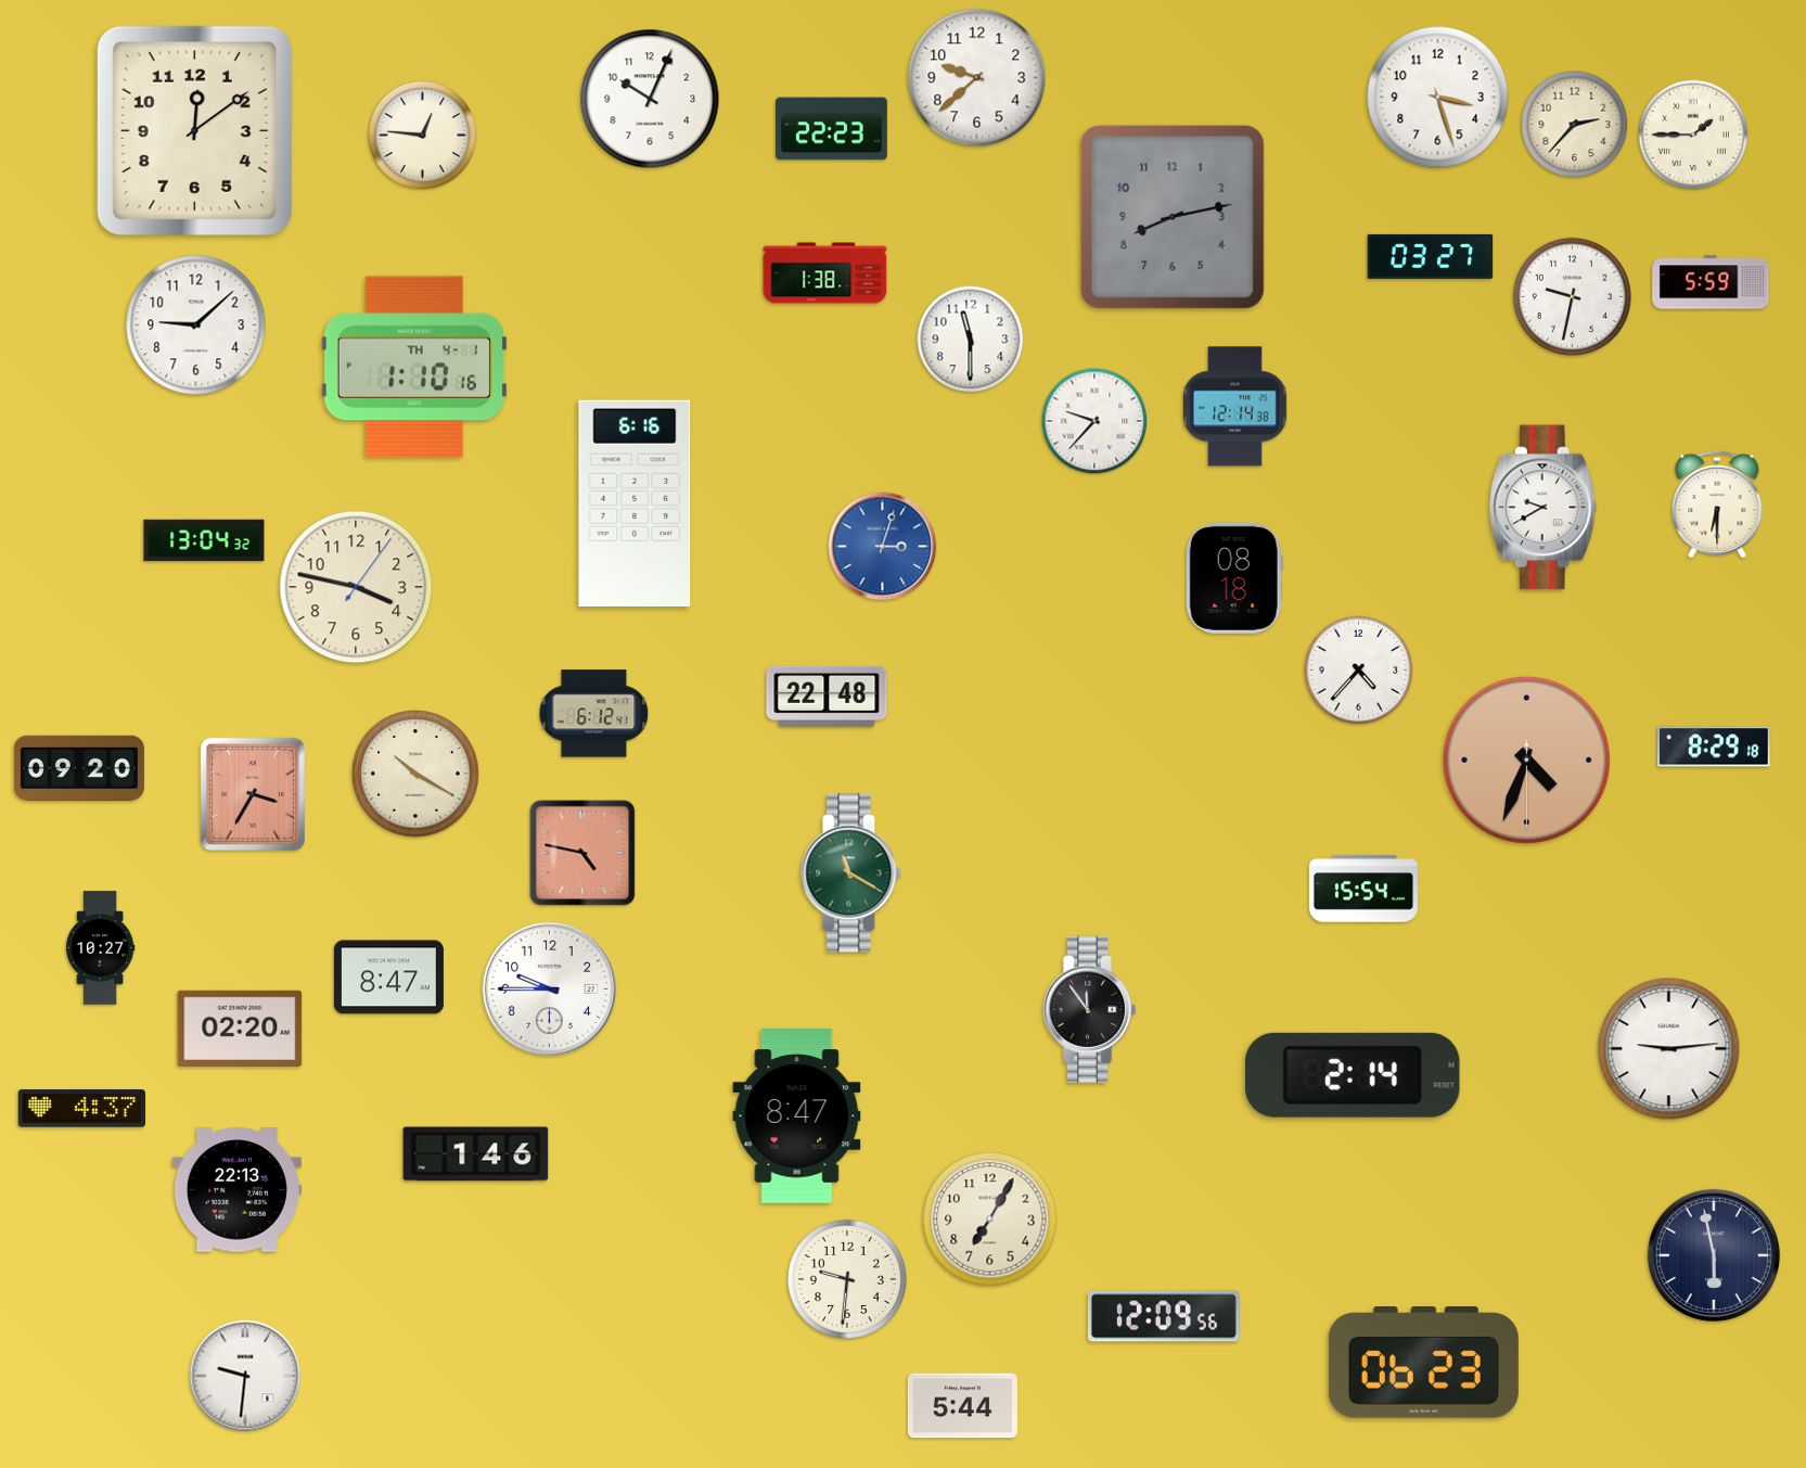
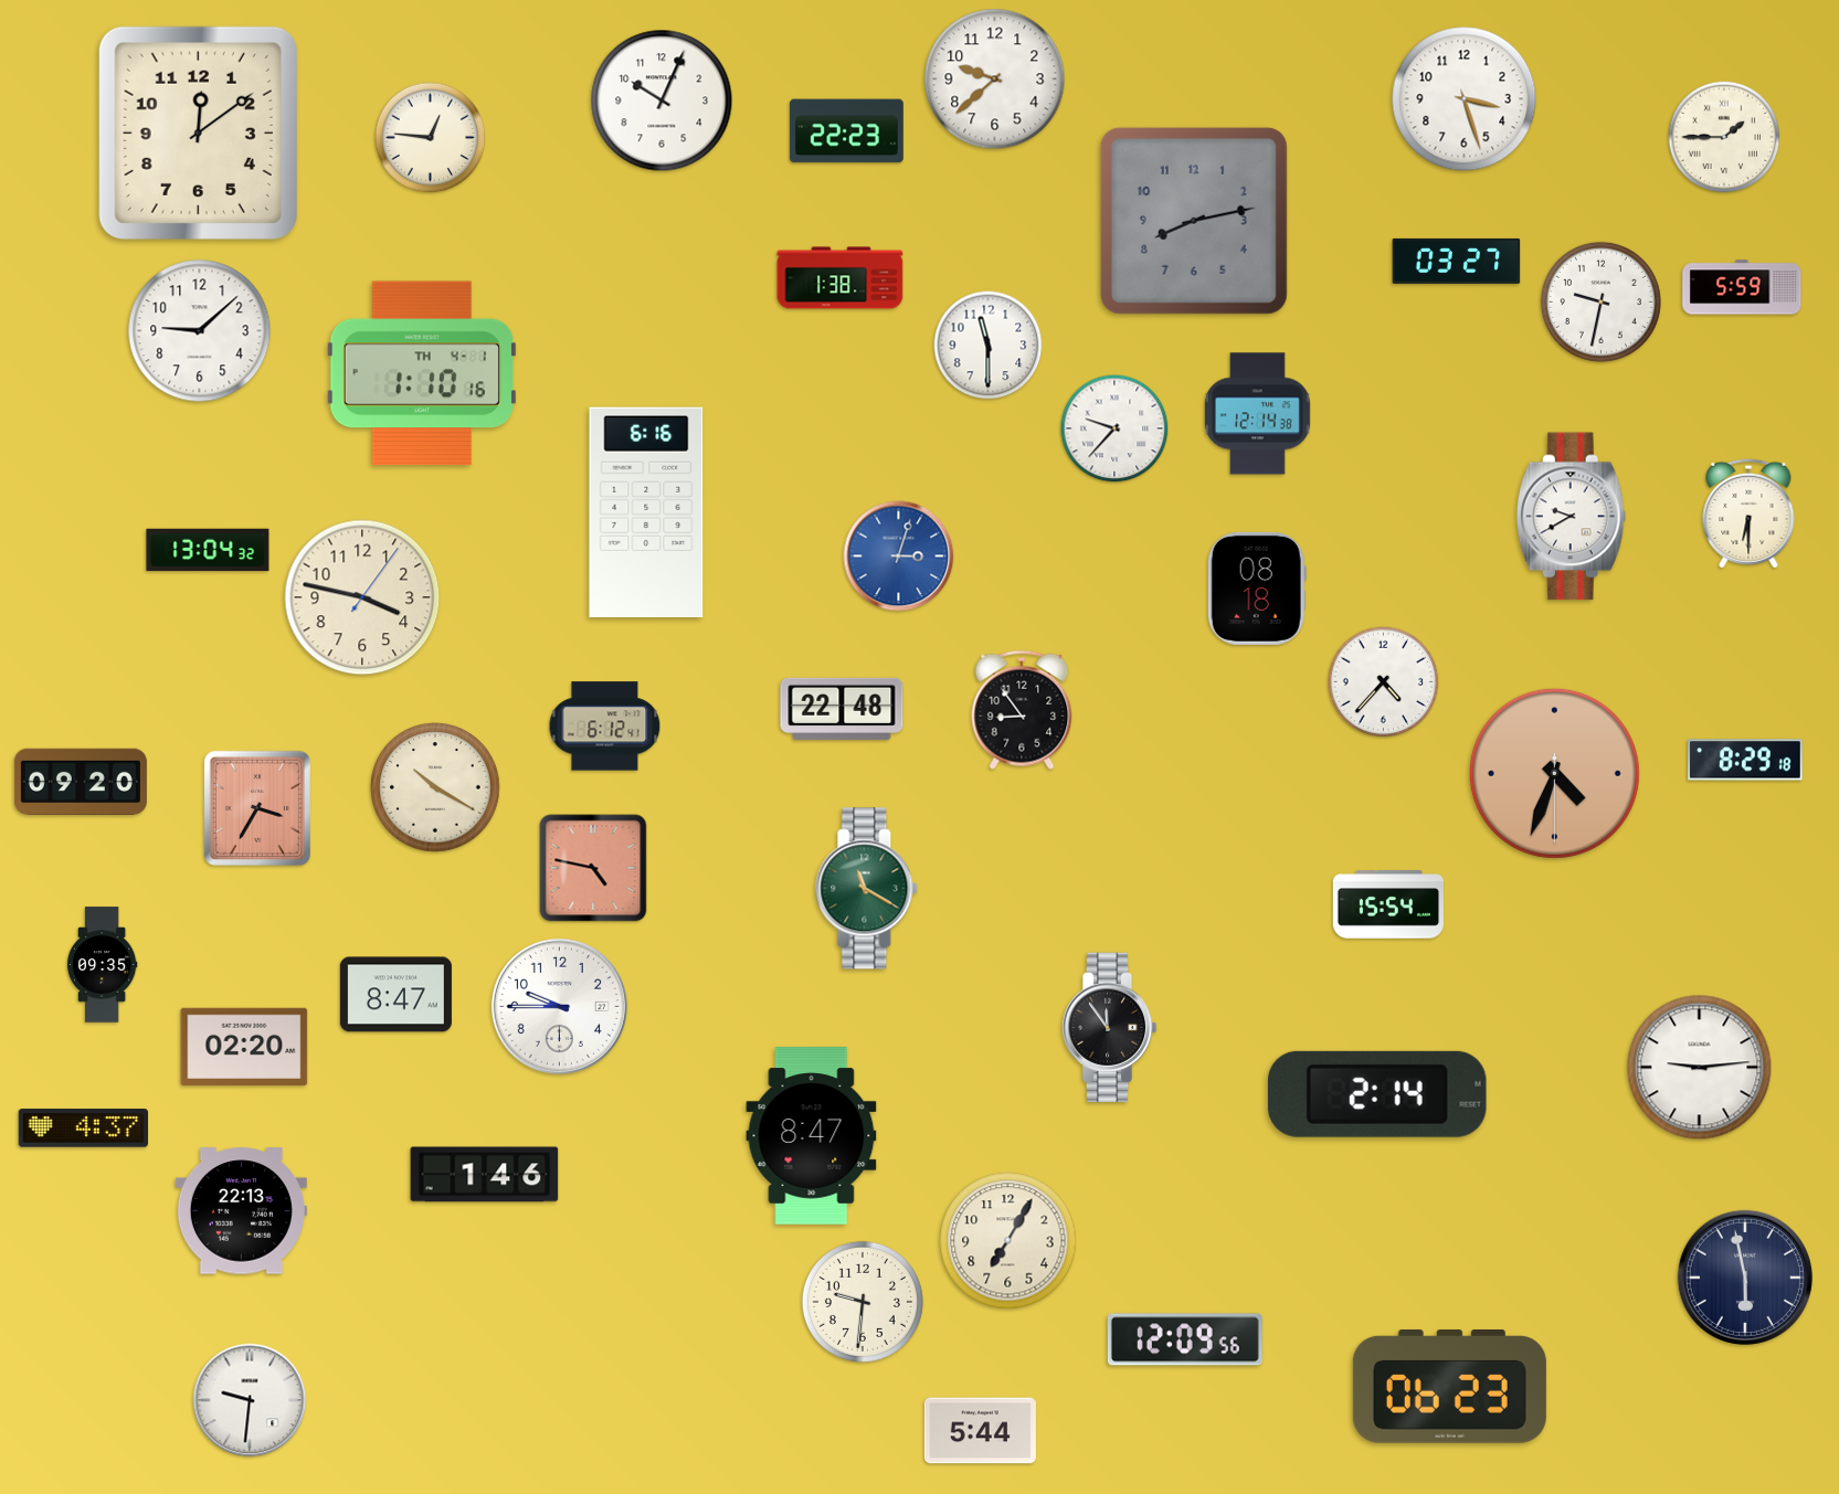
clock at (1575, 125): 2:37 -> none
clock at (1022, 710): none -> 8:54
clock at (415, 774) position: (415, 774) -> (435, 787)
clock at (100, 948): 10:27 -> 09:35
